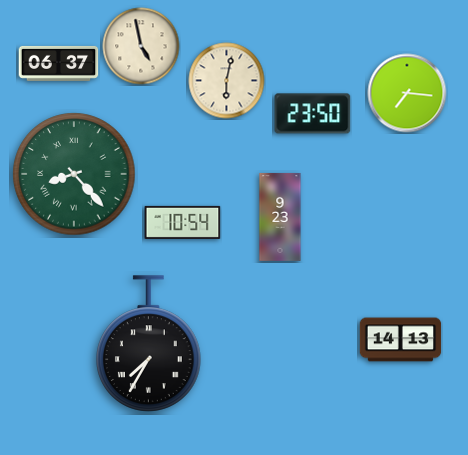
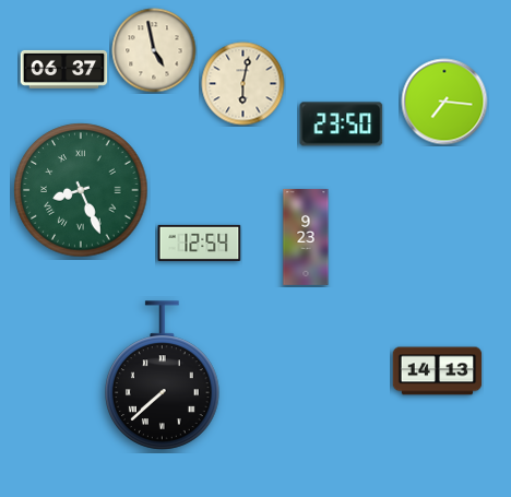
clock at (227, 81) position: (227, 81) -> (243, 84)
clock at (74, 174): 8:23 -> 8:26
clock at (183, 222): 10:54 -> 12:54
clock at (149, 344): 7:35 -> 7:38
